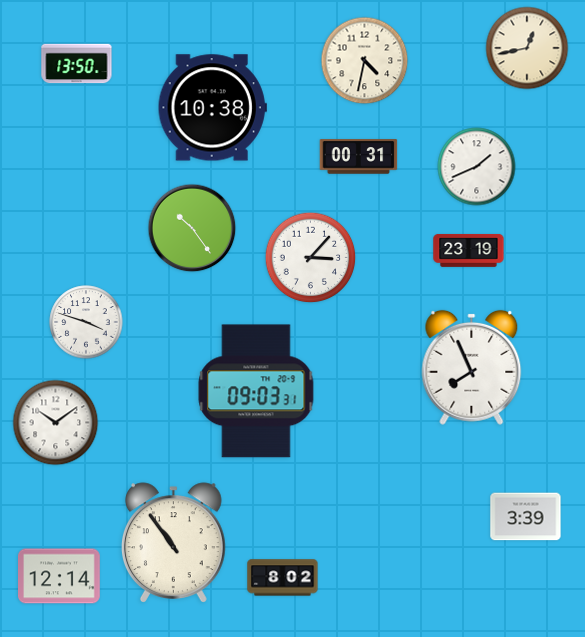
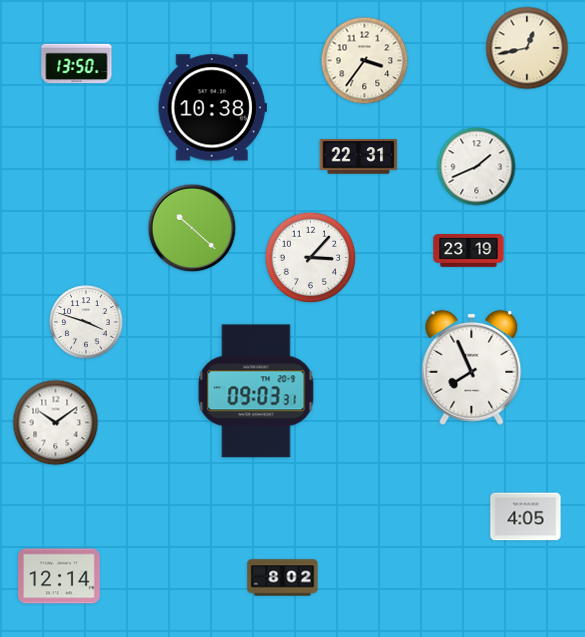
clock at (365, 61): 4:32 -> 3:36
clock at (359, 157): 00:31 -> 22:31
clock at (192, 228): 10:24 -> 10:22
clock at (526, 517): 3:39 -> 4:05
clock at (173, 543): 10:54 -> none
